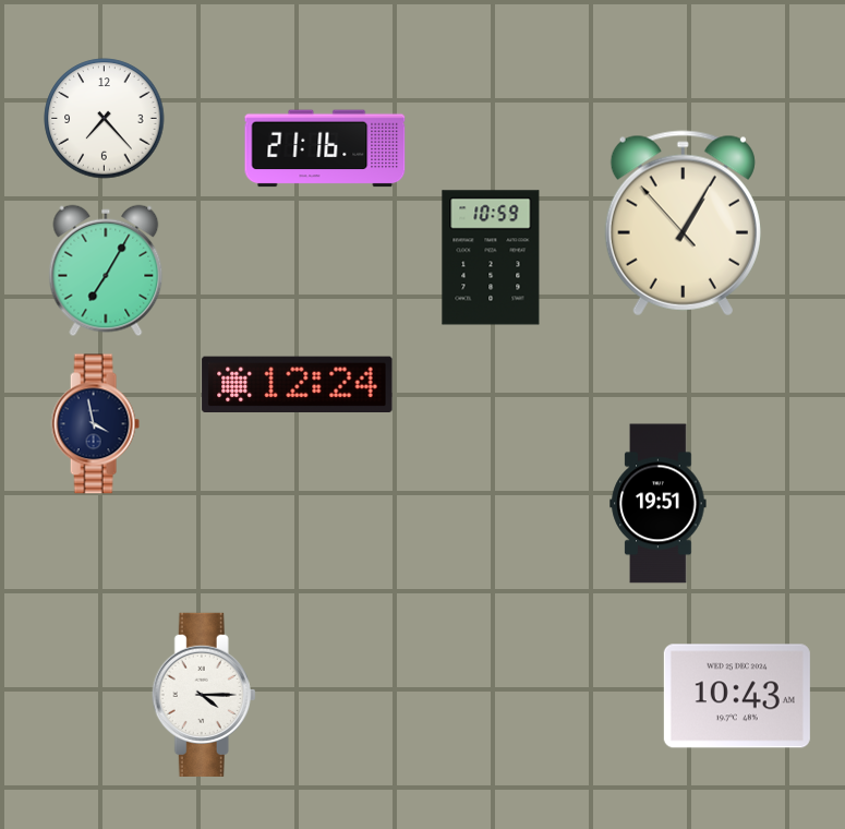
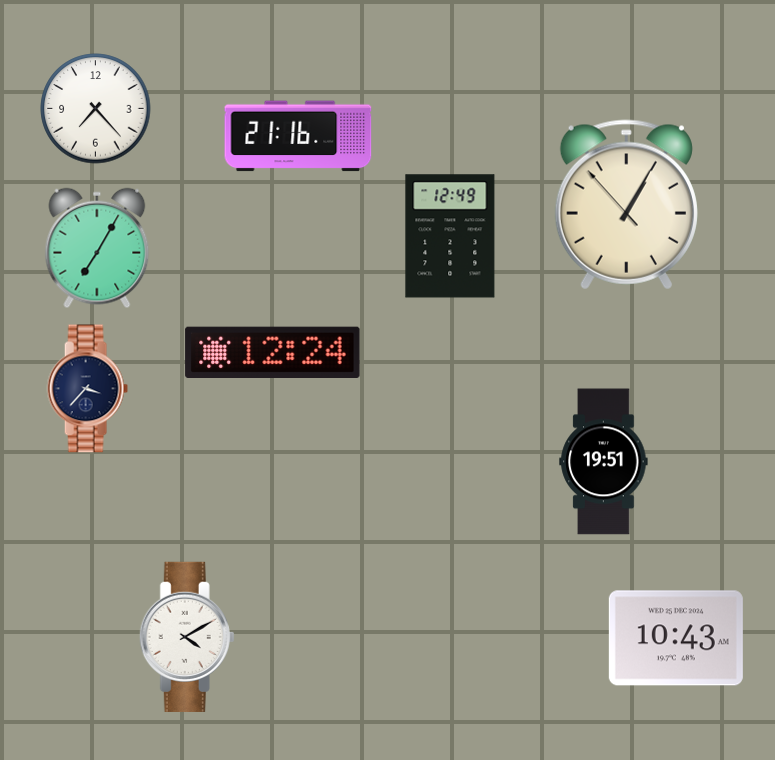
clock at (491, 257): 10:59 -> 12:49
clock at (95, 424): 3:58 -> 3:37
clock at (204, 695): 4:15 -> 4:10
